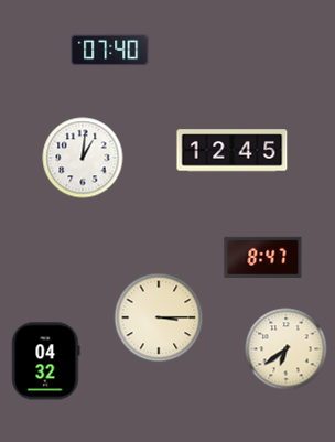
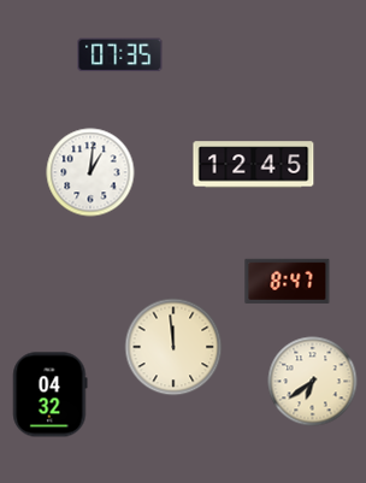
clock at (110, 51): 07:40 -> 07:35
clock at (159, 317): 3:15 -> 11:59
